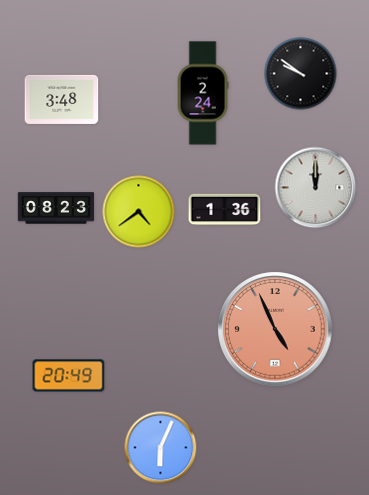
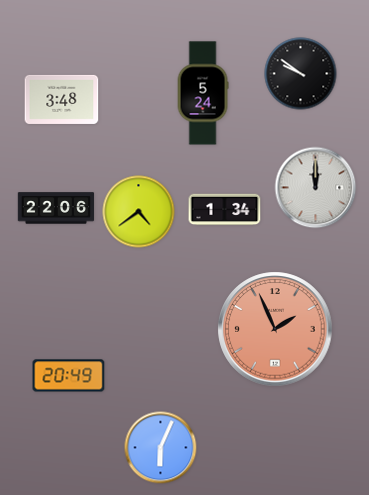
clock at (203, 93): 2:24 -> 5:24
clock at (56, 208): 08:23 -> 22:06
clock at (225, 210): 1:36 -> 1:34
clock at (275, 329): 4:56 -> 1:56
